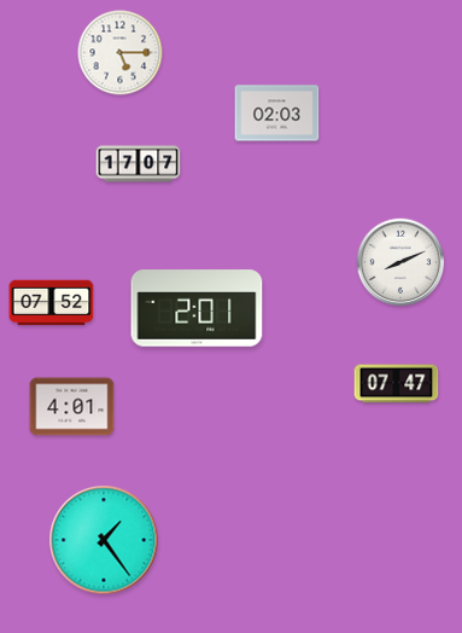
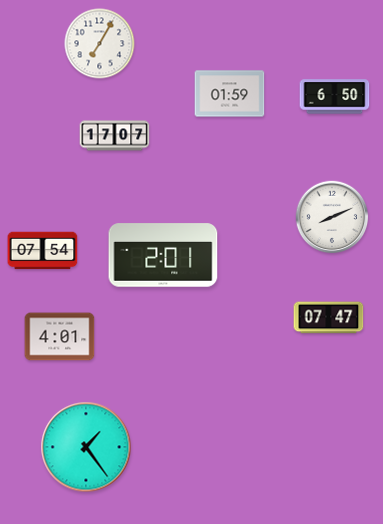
clock at (121, 53): 5:15 -> 7:05
clock at (277, 114): 02:03 -> 01:59
clock at (335, 97): none -> 6:50
clock at (52, 303): 07:52 -> 07:54
